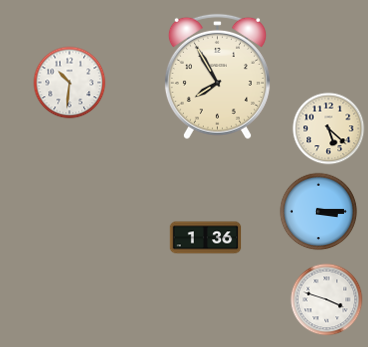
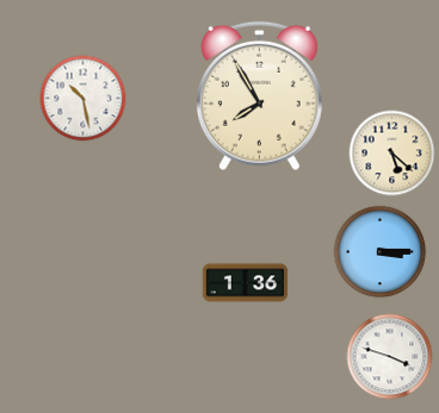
clock at (217, 77) position: (217, 77) -> (259, 96)
clock at (70, 83): 10:31 -> 10:28
